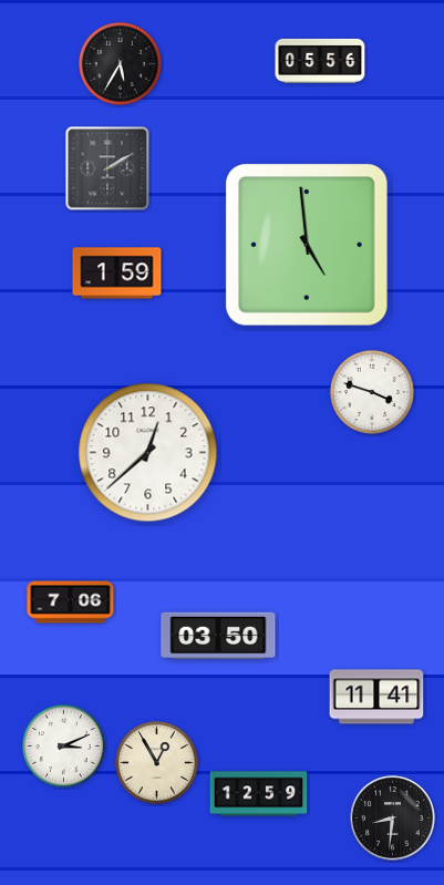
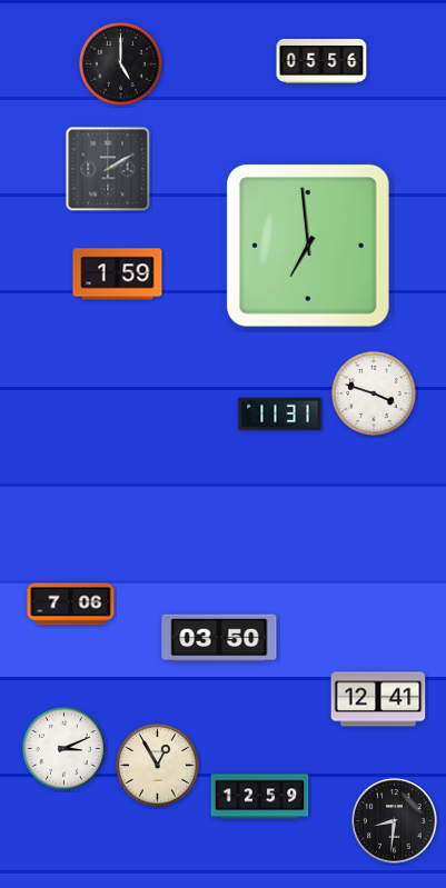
clock at (120, 63): 5:35 -> 5:00
clock at (308, 246): 4:59 -> 6:59
clock at (280, 415): none -> 11:31
clock at (148, 453): 12:38 -> none
clock at (376, 697): 11:41 -> 12:41
